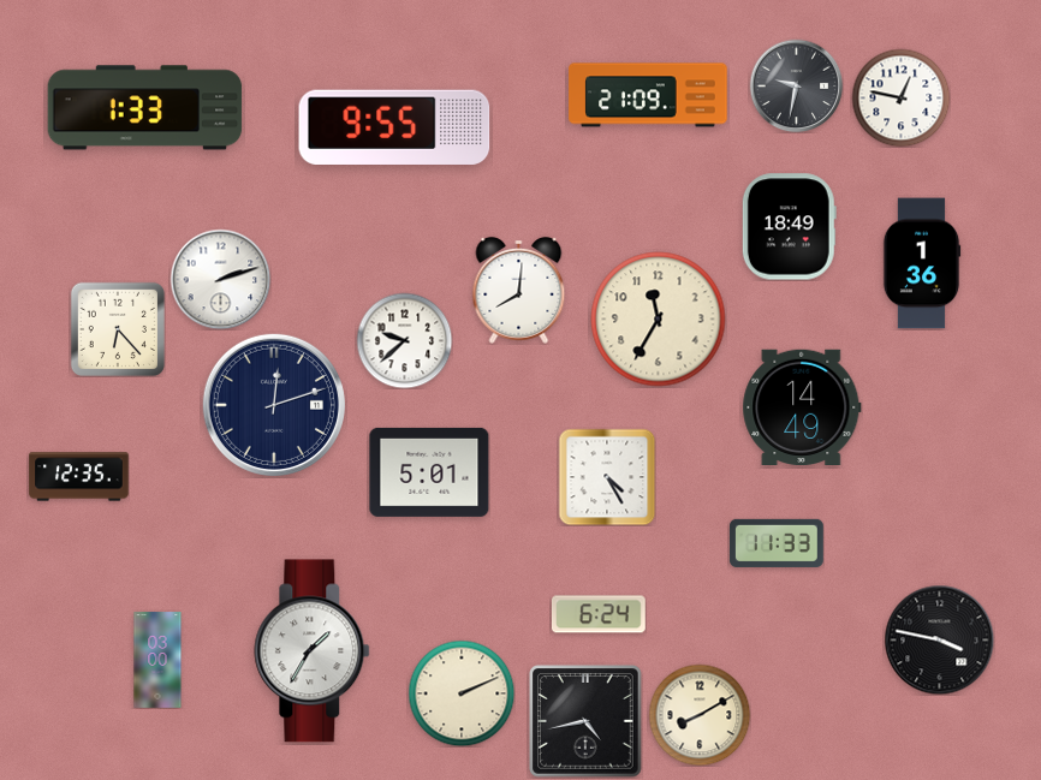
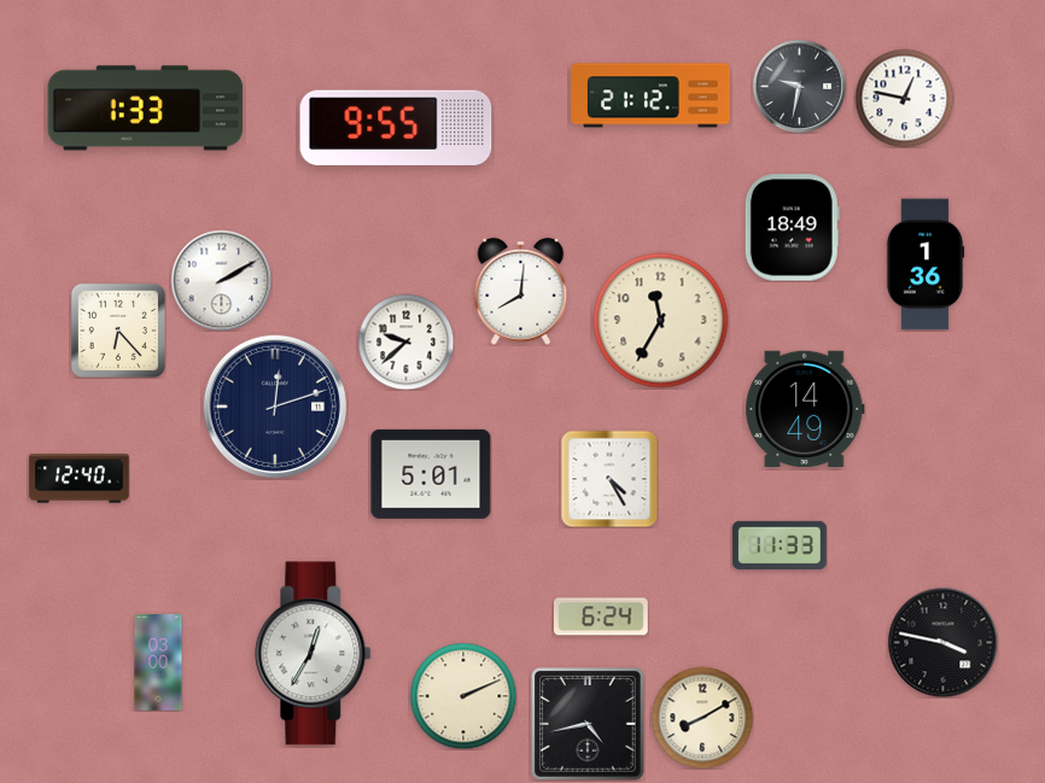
clock at (648, 95): 21:09 -> 21:12
clock at (220, 279): 2:12 -> 2:10
clock at (79, 477): 12:35 -> 12:40
clock at (313, 651): 1:35 -> 12:35
